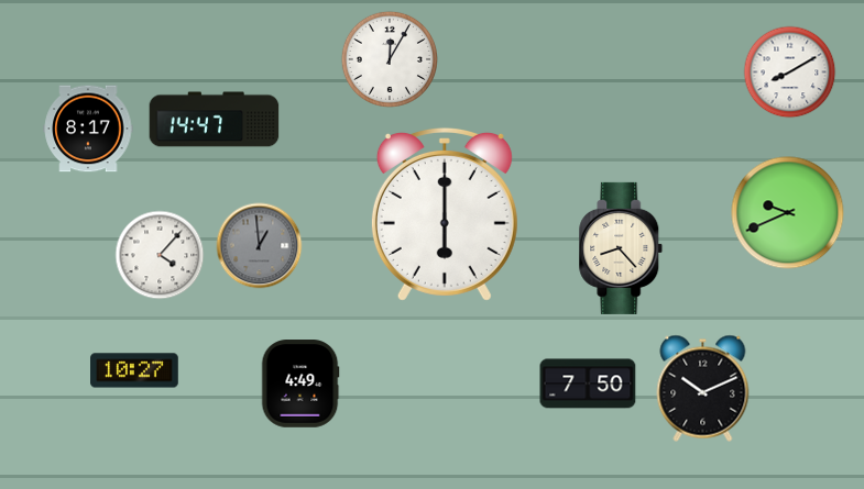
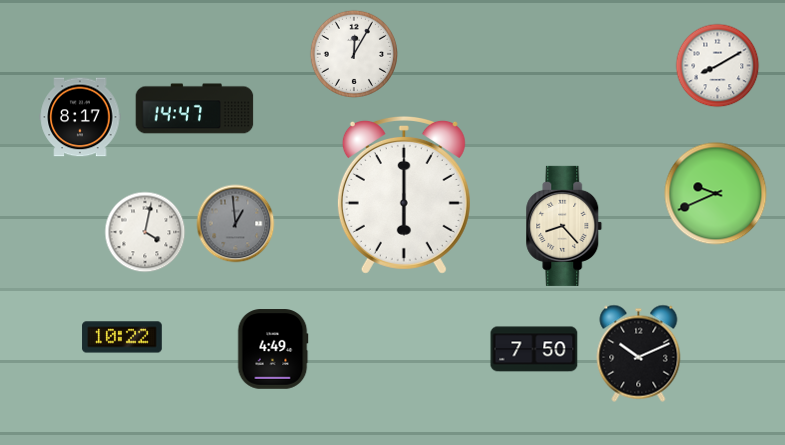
clock at (160, 255): 4:07 -> 4:02
clock at (134, 370): 10:27 -> 10:22
